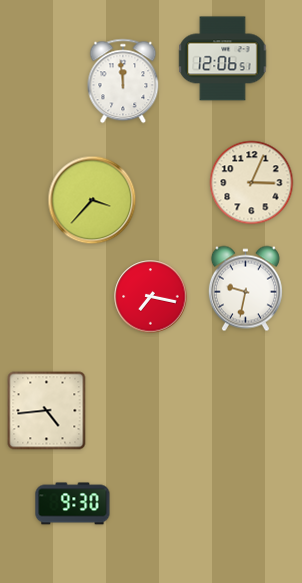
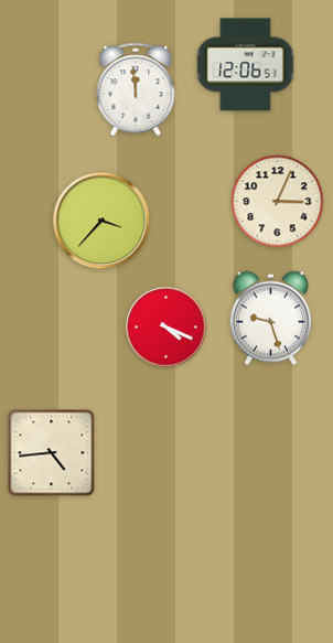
clock at (245, 289): 9:32 -> 9:27
clock at (151, 297): 7:17 -> 4:19
clock at (73, 504): 9:30 -> none
